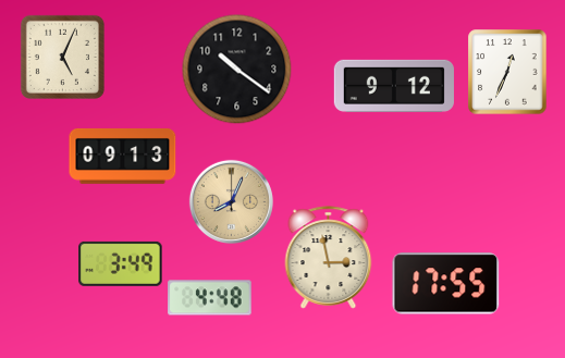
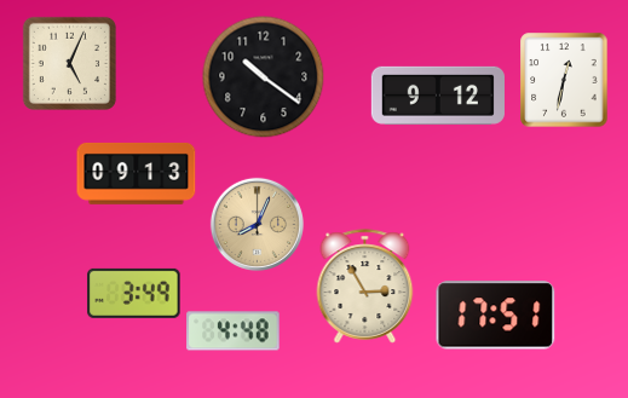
clock at (507, 72): 12:34 -> 12:32
clock at (329, 258): 2:58 -> 2:55
clock at (446, 284): 17:55 -> 17:51
